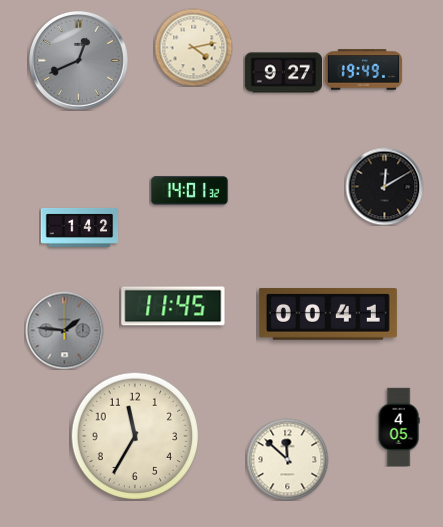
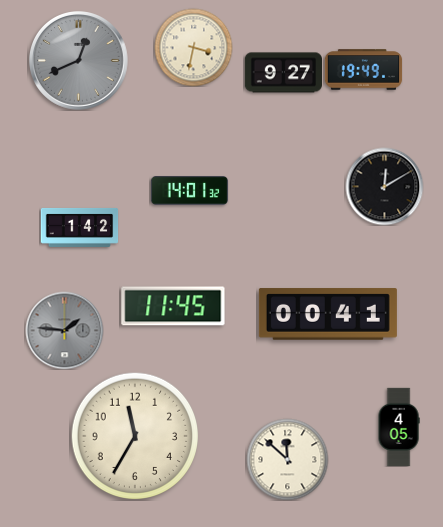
clock at (193, 47): 4:13 -> 3:32
